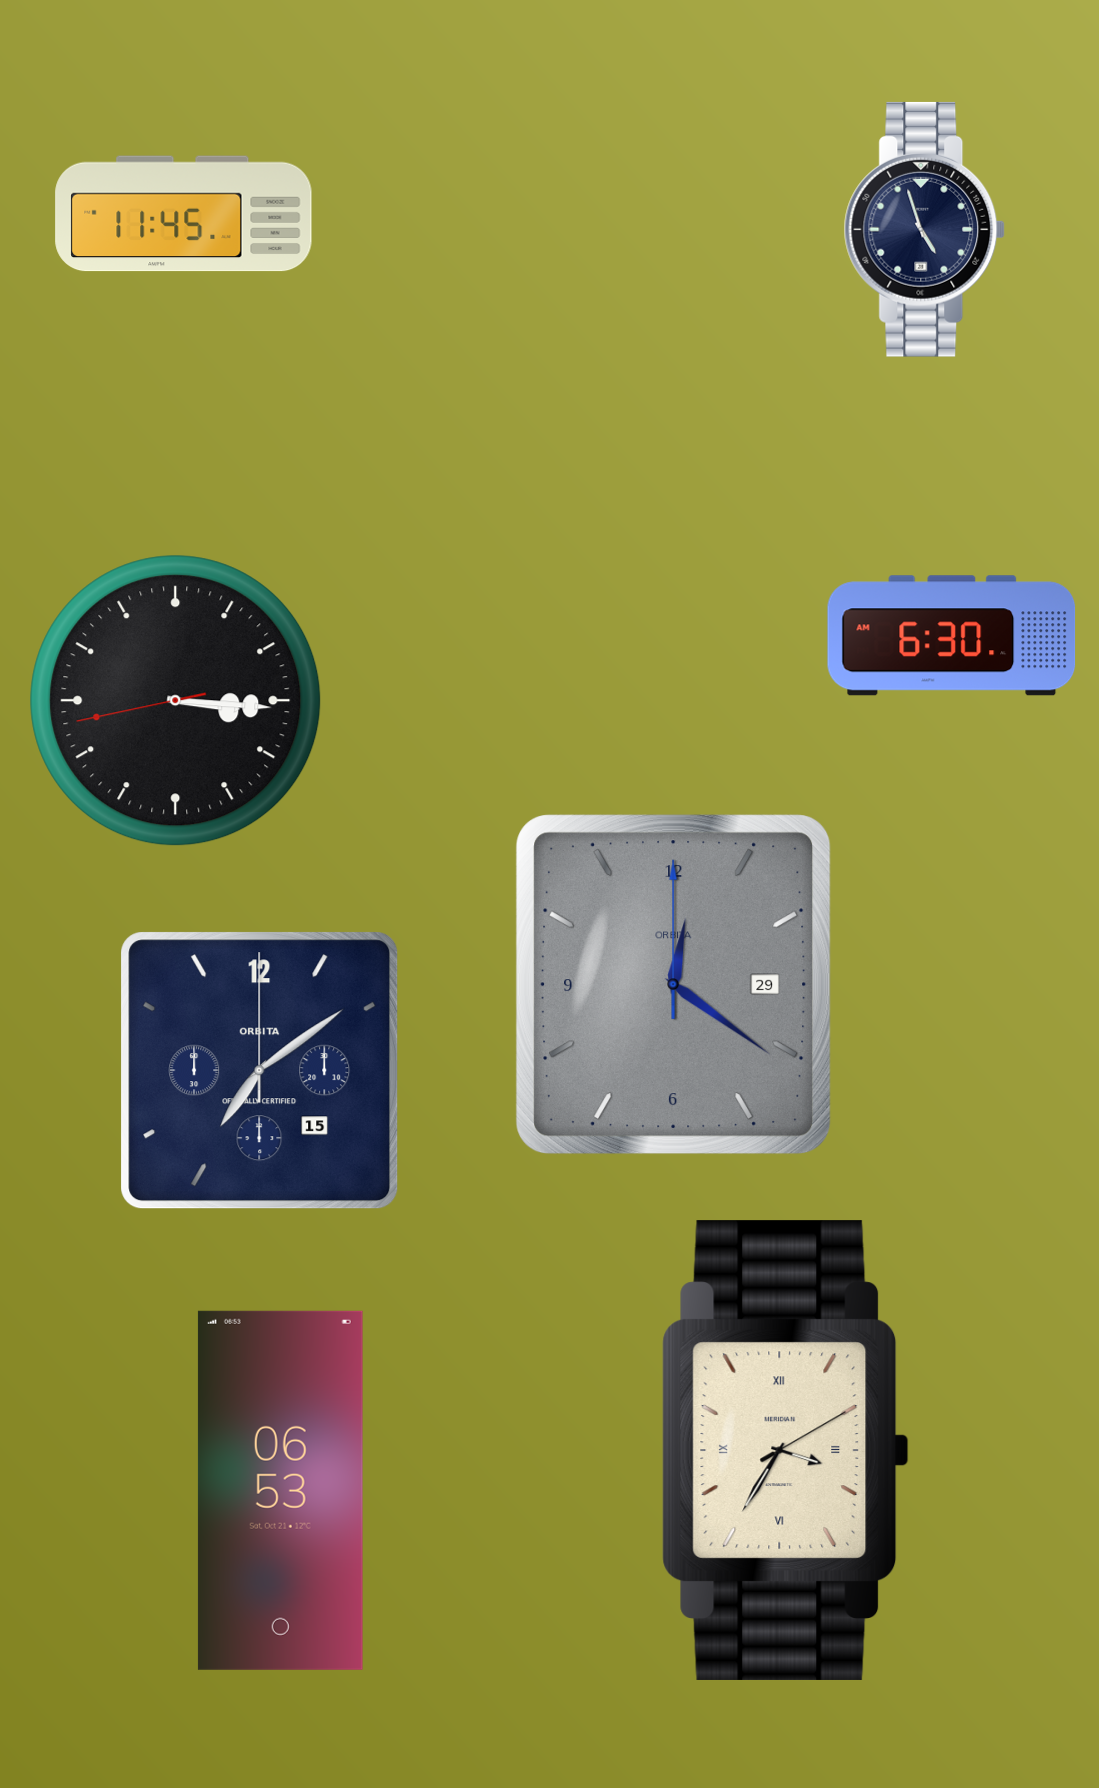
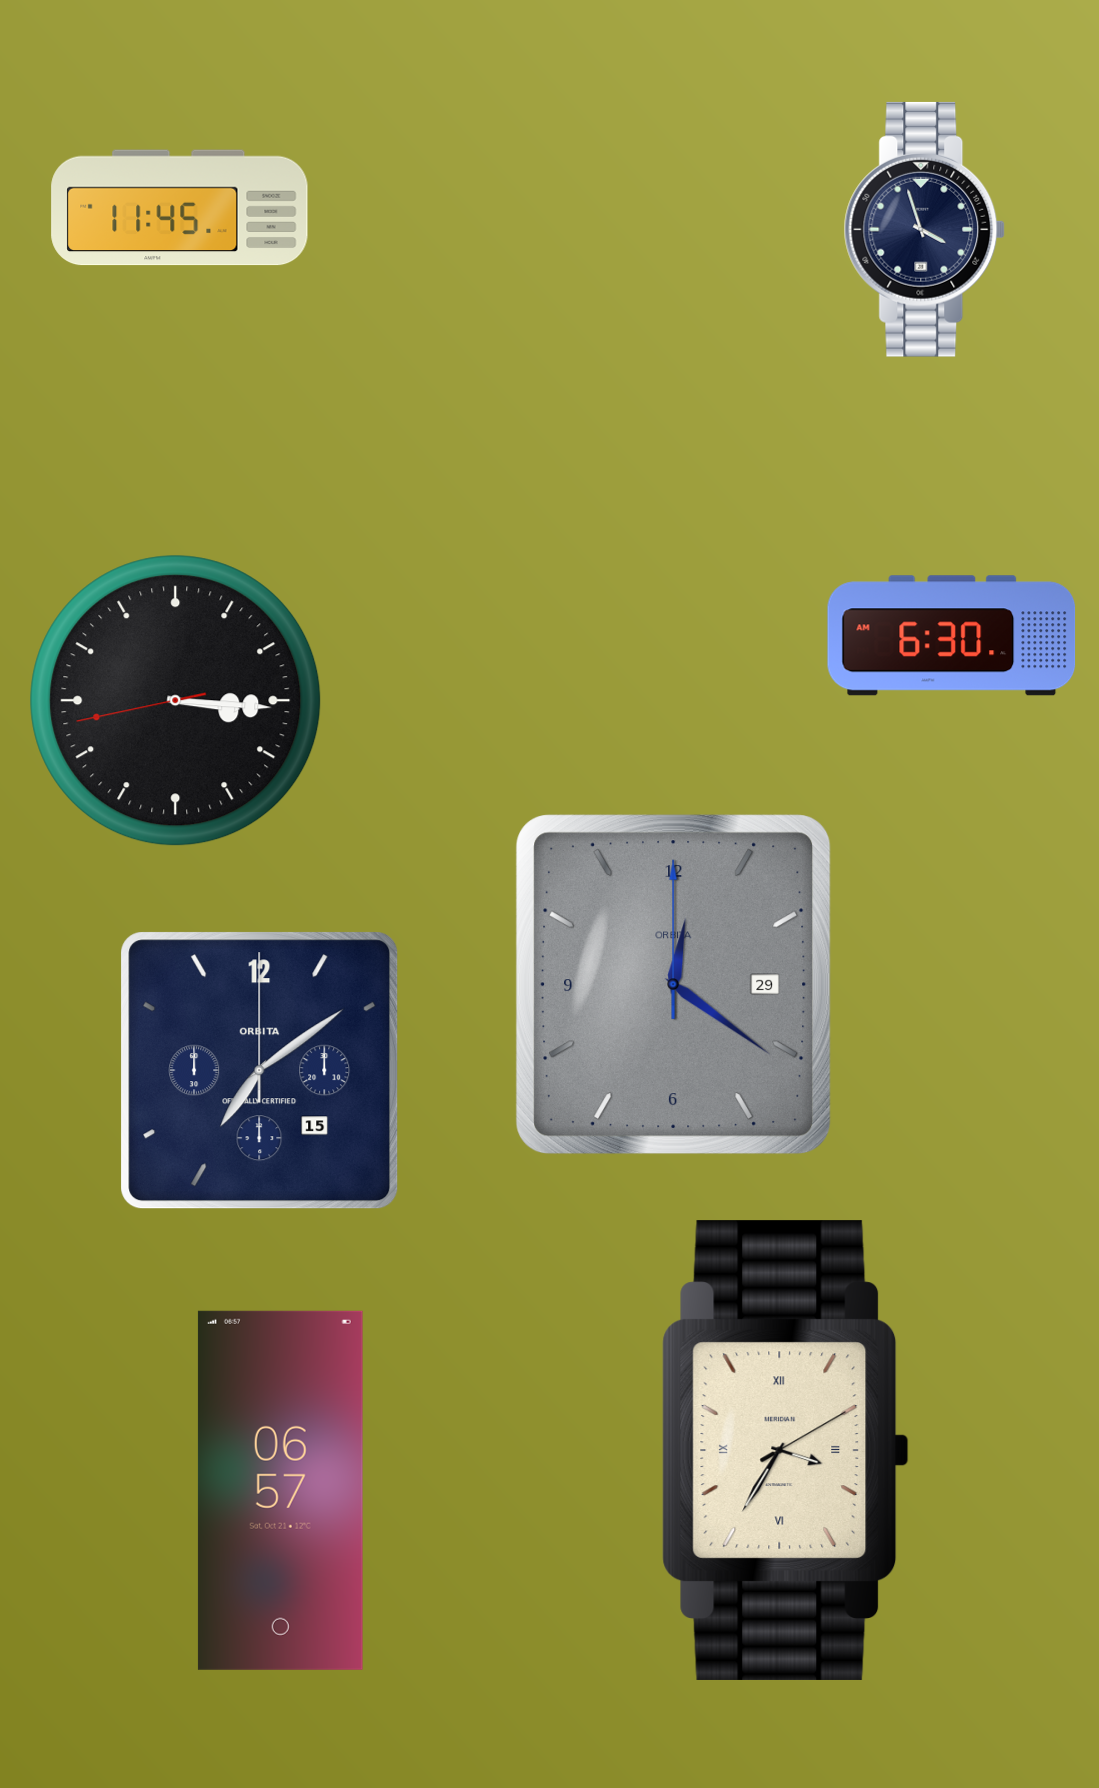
clock at (184, 214) position: (184, 214) -> (180, 208)
clock at (925, 229): 4:57 -> 3:57
clock at (280, 1490): 06:53 -> 06:57
